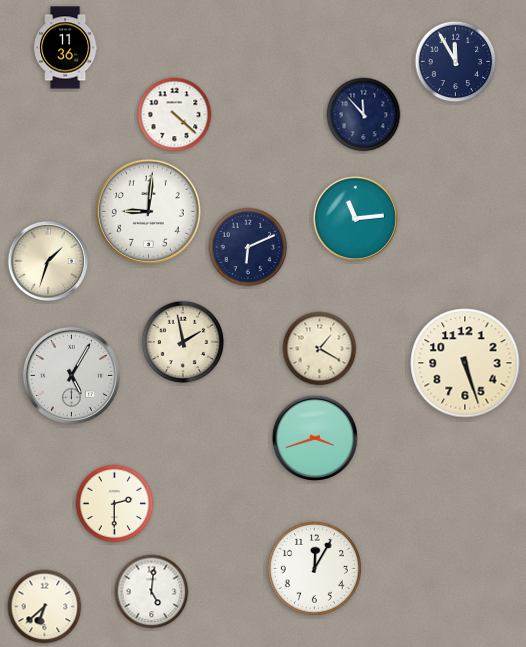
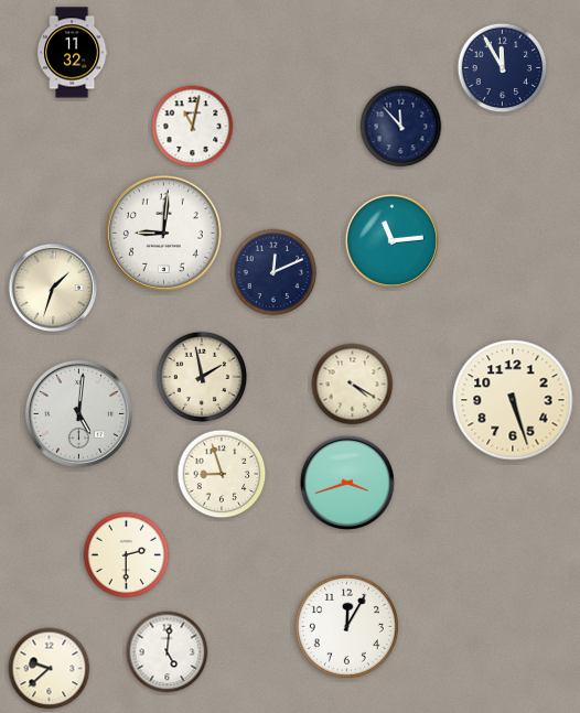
clock at (65, 48): 11:36 -> 11:32
clock at (175, 115): 4:22 -> 11:02
clock at (248, 247): 6:11 -> 12:11
clock at (320, 349): 1:20 -> 4:20
clock at (71, 375): 5:05 -> 5:01
clock at (222, 474): none -> 8:57
clock at (45, 607): 6:38 -> 9:38
